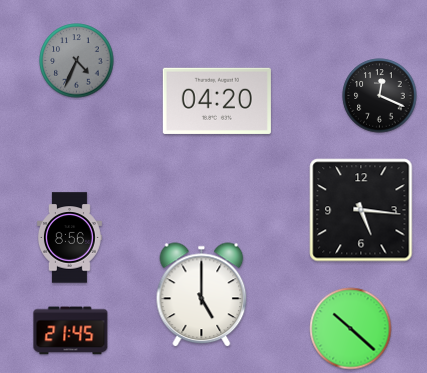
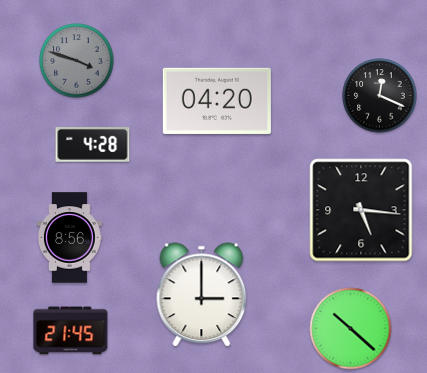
clock at (77, 61): 4:34 -> 3:48
clock at (93, 145): none -> 4:28
clock at (202, 295): 5:00 -> 3:00
